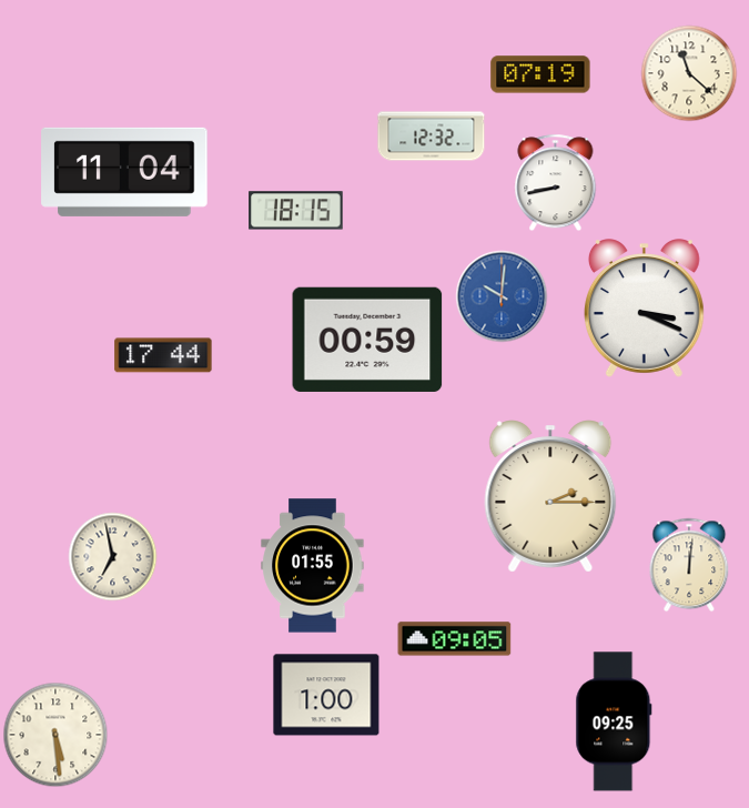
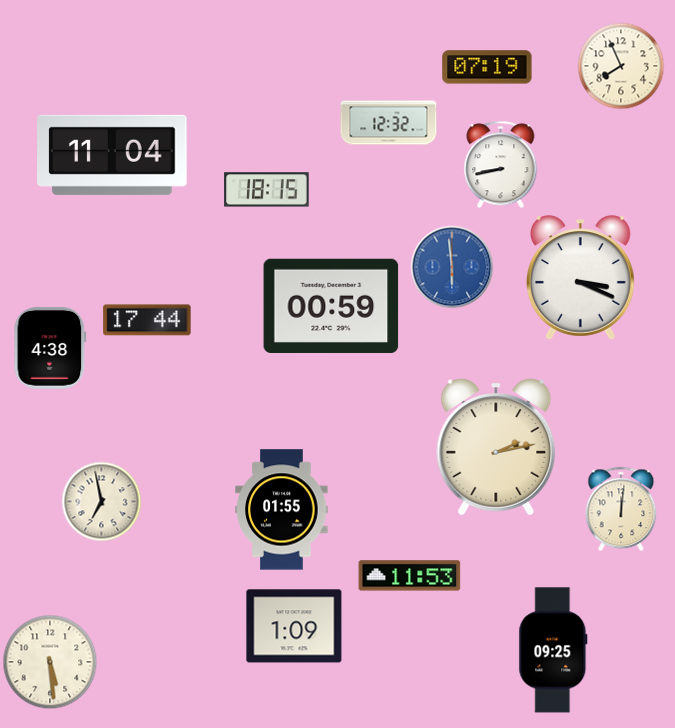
clock at (689, 73): 11:22 -> 7:56
clock at (502, 296): 10:01 -> 5:59
clock at (50, 348): none -> 4:38
clock at (550, 496): 2:15 -> 2:13
clock at (455, 639): 09:05 -> 11:53
clock at (326, 695): 1:00 -> 1:09
